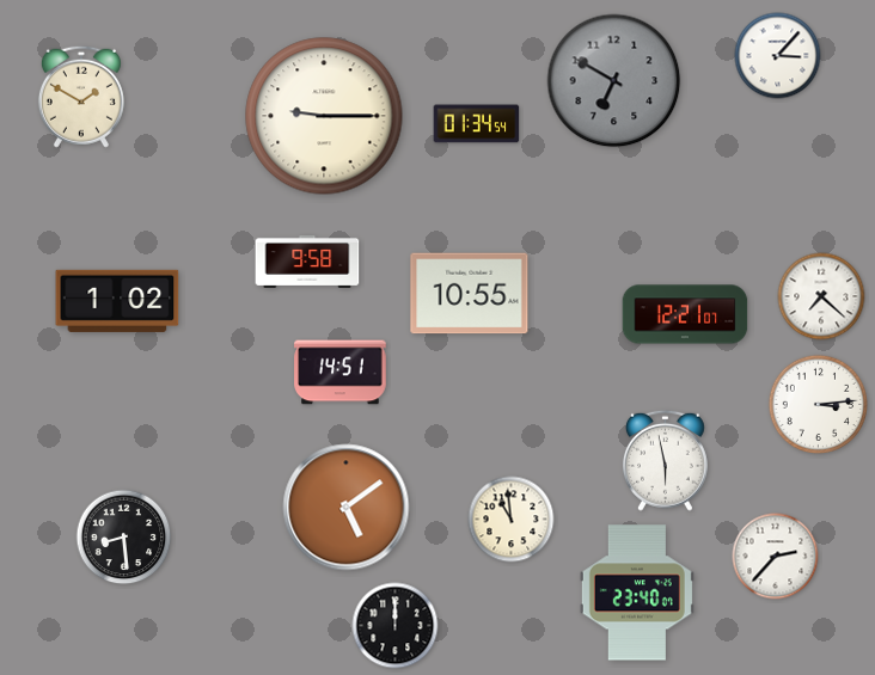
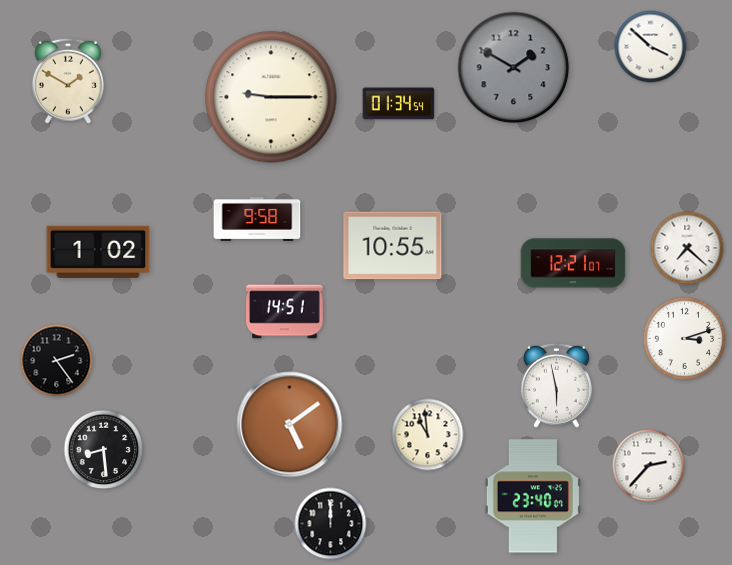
clock at (778, 56): 3:07 -> 3:52
clock at (614, 81): 6:50 -> 1:50
clock at (818, 404): 3:14 -> 3:12
clock at (57, 361): none -> 2:24
